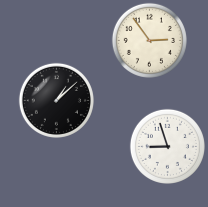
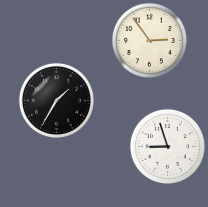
clock at (56, 100): 1:08 -> 1:35
